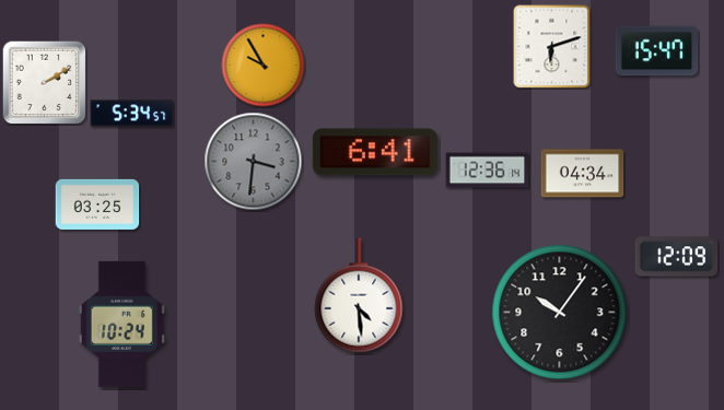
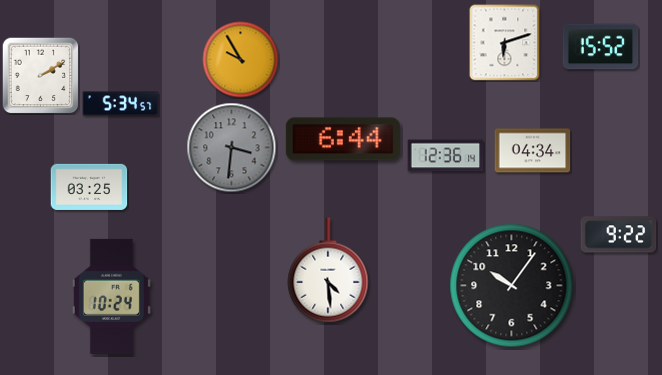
clock at (657, 51): 15:47 -> 15:52
clock at (375, 152): 6:41 -> 6:44
clock at (583, 174) position: (583, 174) -> (533, 151)
clock at (677, 257): 12:09 -> 9:22
